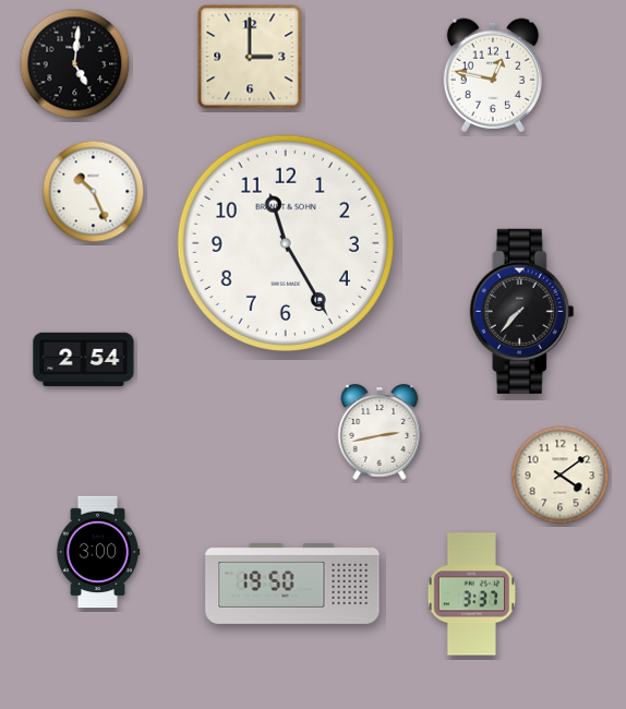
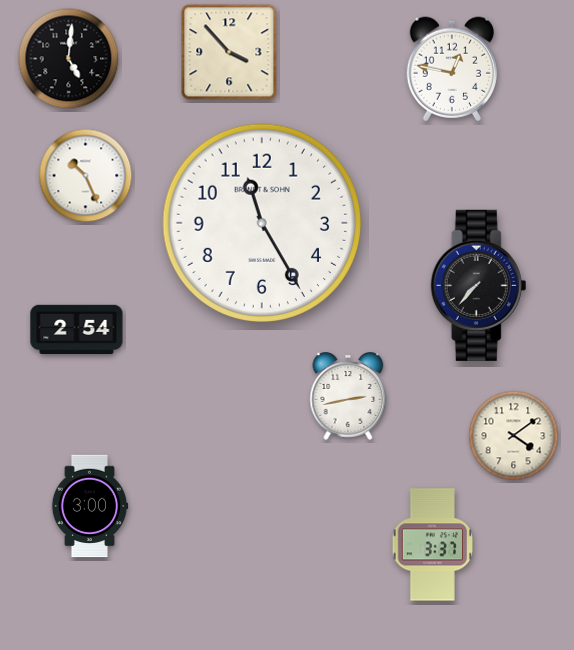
clock at (250, 57): 3:00 -> 3:53
clock at (292, 584): 19:50 -> none
